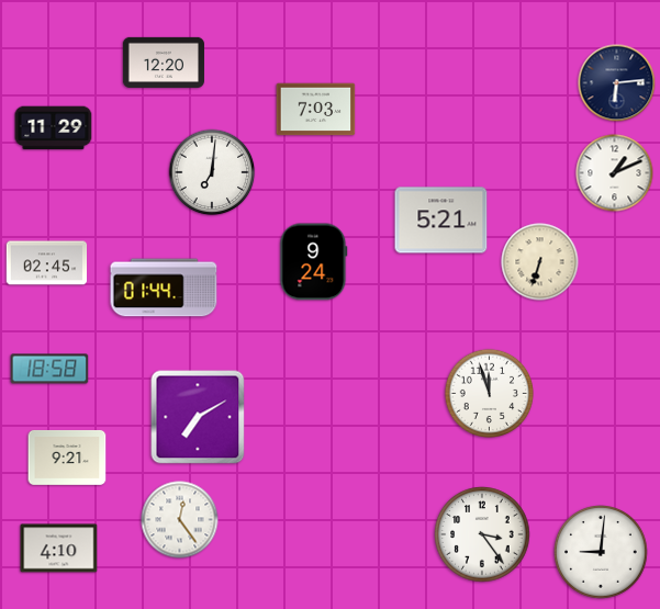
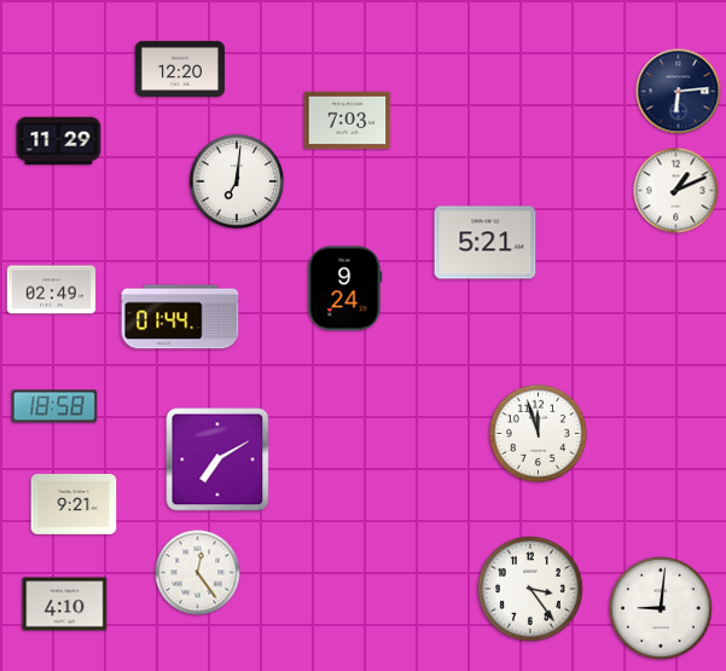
clock at (212, 172) position: (212, 172) -> (237, 181)
clock at (540, 262): 6:33 -> none
clock at (47, 263): 02:45 -> 02:49
